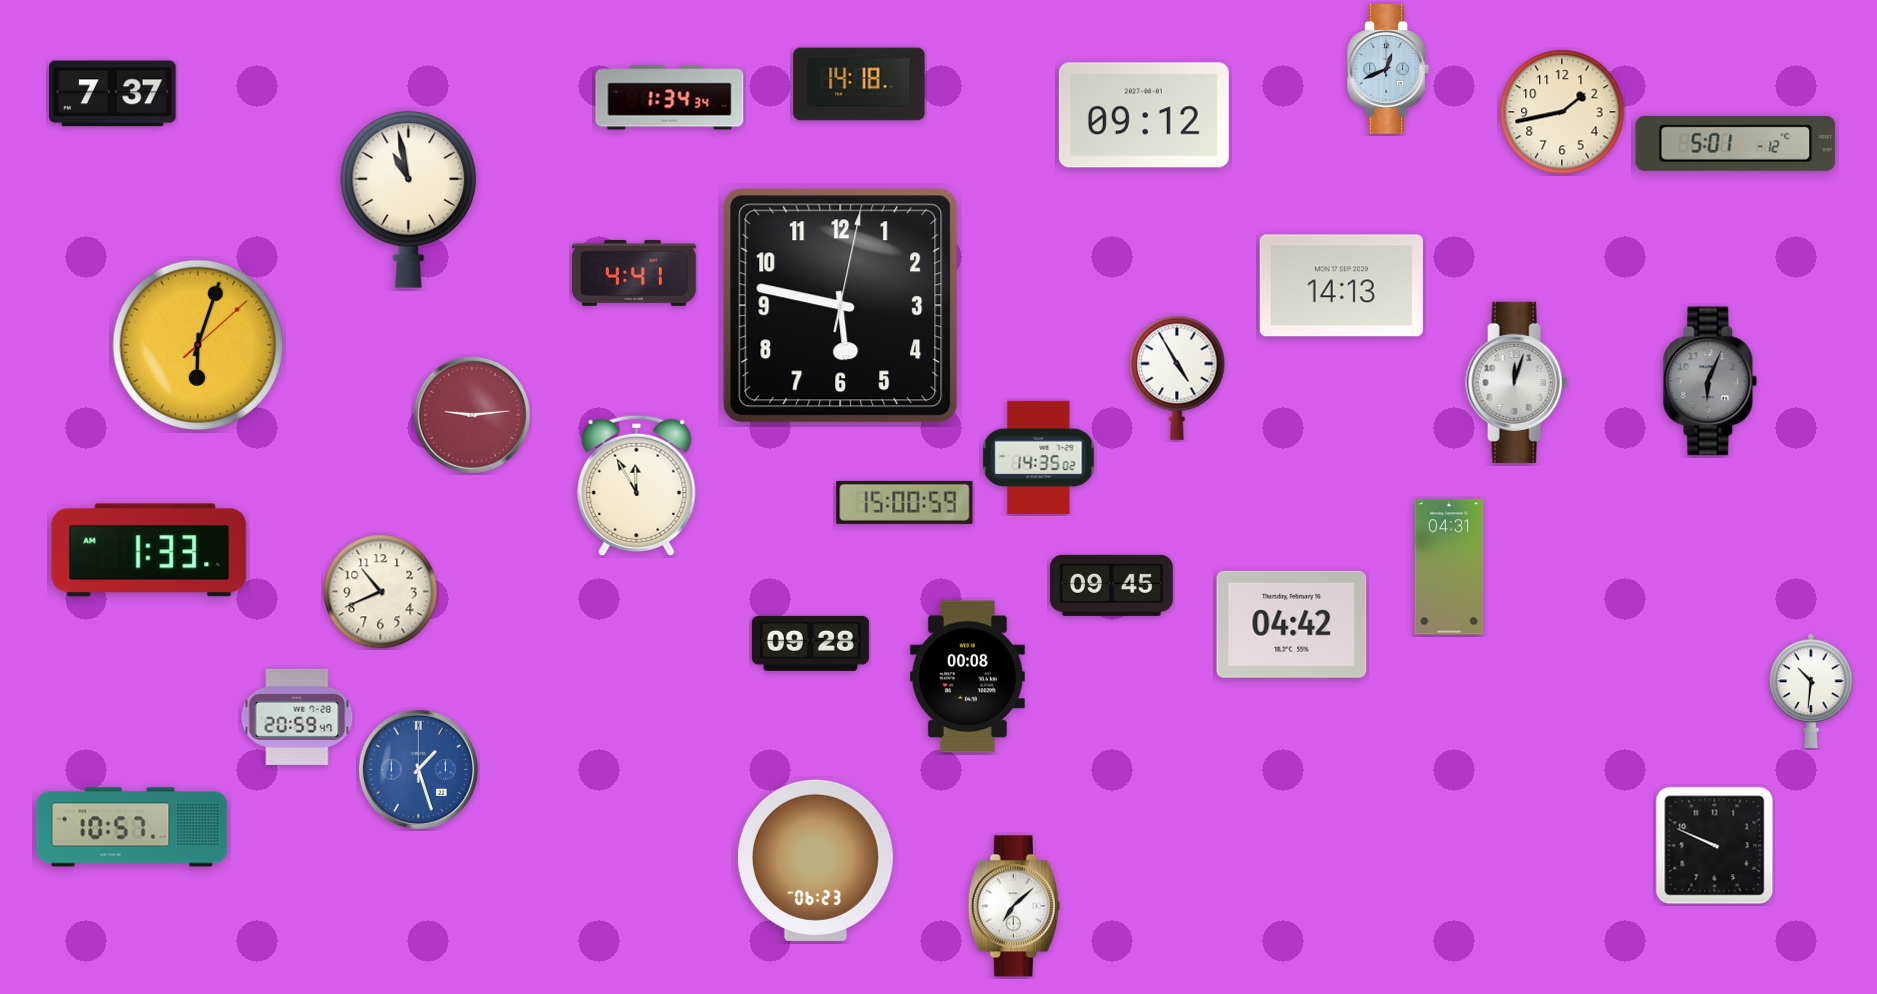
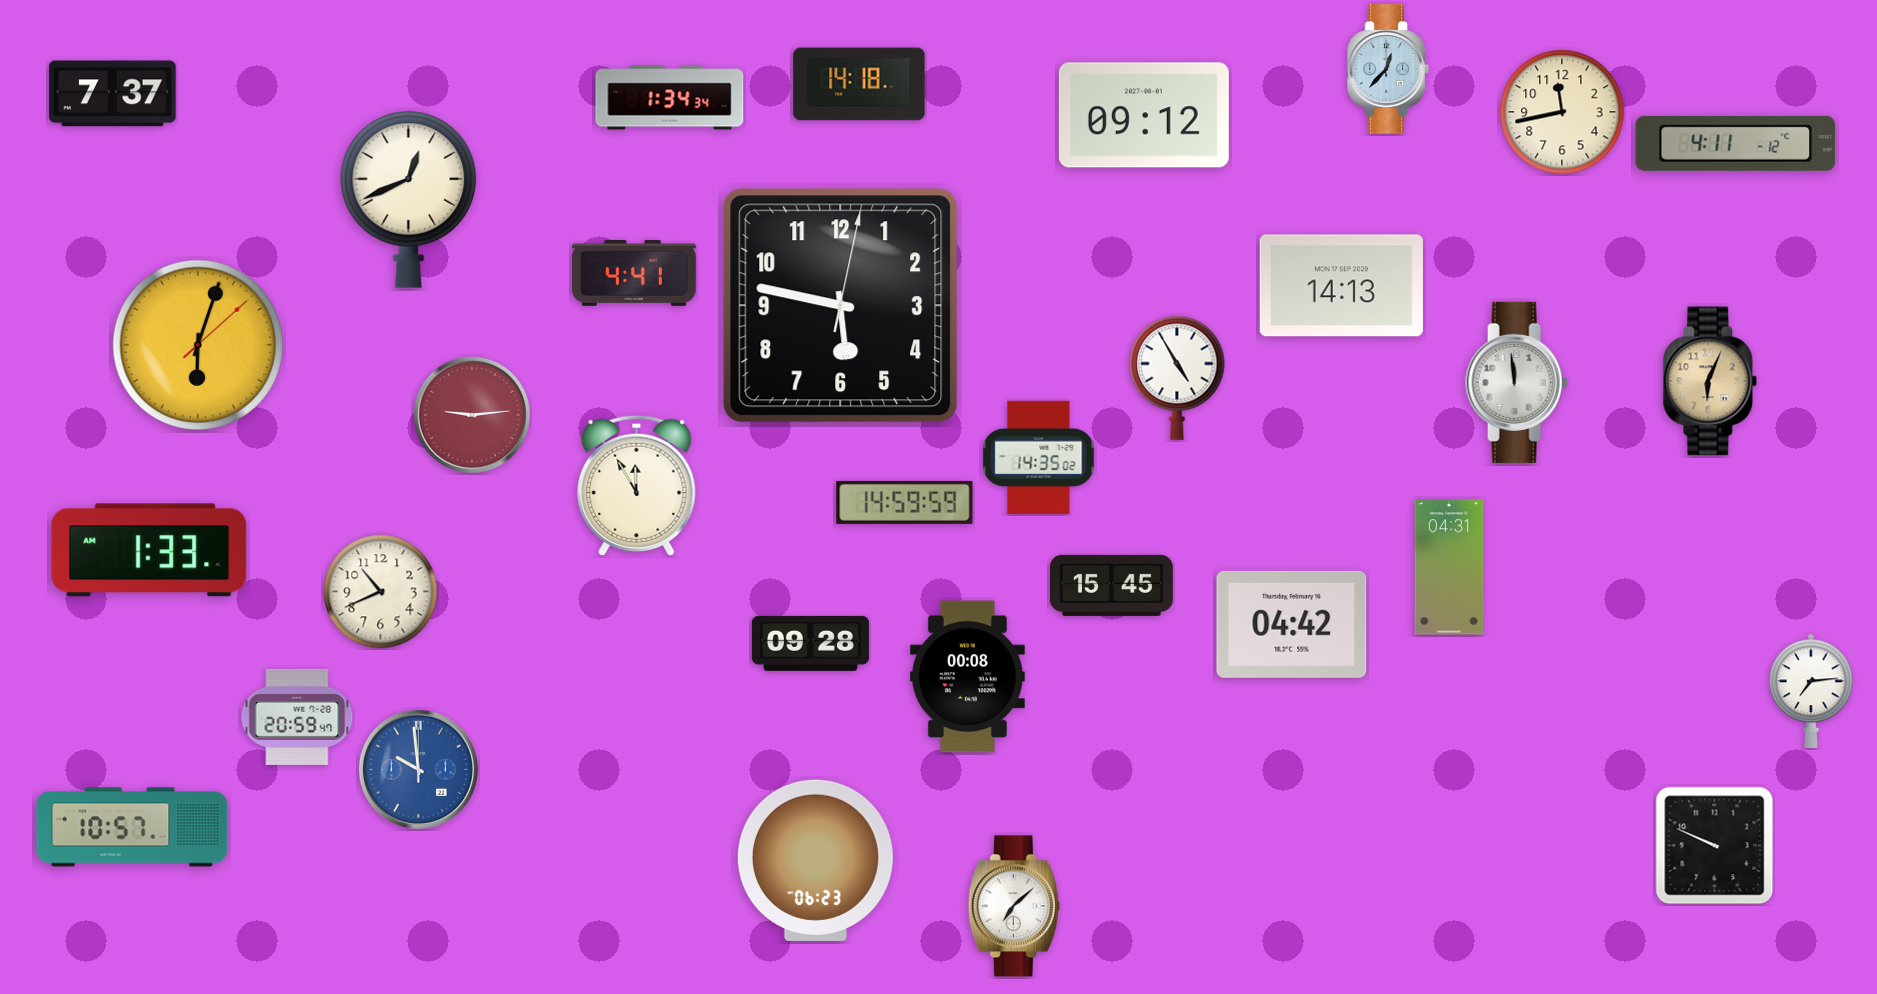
clock at (1388, 69): 12:41 -> 12:37
clock at (1562, 112): 1:43 -> 11:43
clock at (1736, 143): 5:01 -> 4:11
clock at (409, 200): 10:58 -> 12:41
clock at (1710, 381) dial: grey -> champagne
clock at (1517, 382): 12:03 -> 11:59
clock at (905, 502): 15:00 -> 14:59
clock at (1111, 585): 09:45 -> 15:45
clock at (1811, 691): 10:31 -> 7:14
clock at (418, 769): 1:27 -> 9:59
